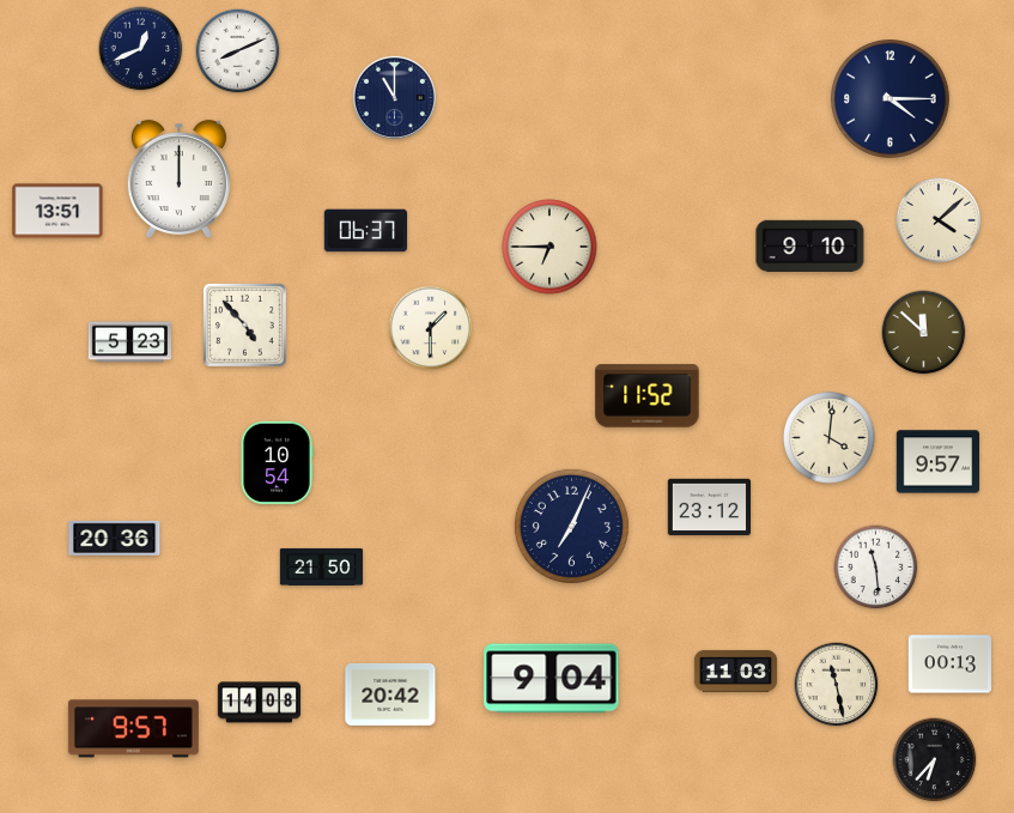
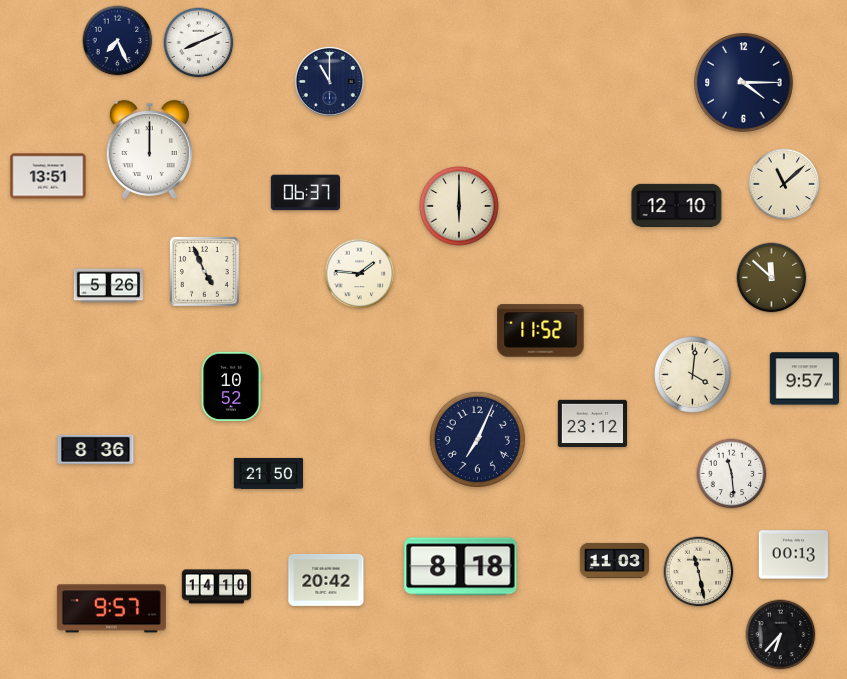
clock at (141, 49): 12:41 -> 7:26
clock at (939, 220): 4:08 -> 11:08
clock at (810, 245): 9:10 -> 12:10
clock at (549, 247): 6:45 -> 6:00
clock at (245, 326): 4:53 -> 4:56
clock at (431, 328): 1:30 -> 1:46
clock at (130, 342): 5:23 -> 5:26
clock at (830, 438) position: (830, 438) -> (693, 375)
clock at (277, 462): 10:54 -> 10:52
clock at (939, 462) position: (939, 462) -> (805, 379)
clock at (115, 538): 20:36 -> 8:36
clock at (552, 679): 9:04 -> 8:18
clock at (260, 703): 14:08 -> 14:10
